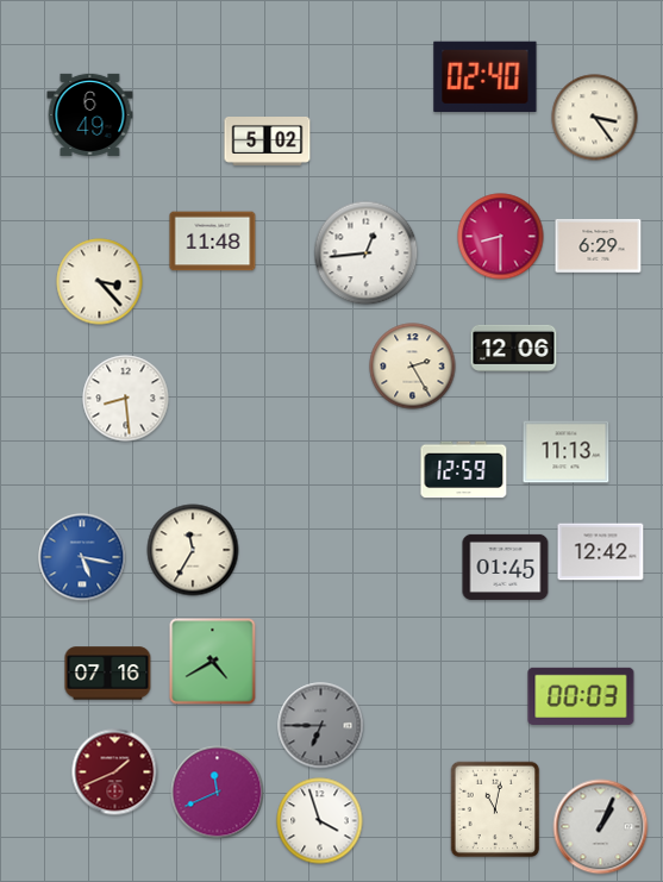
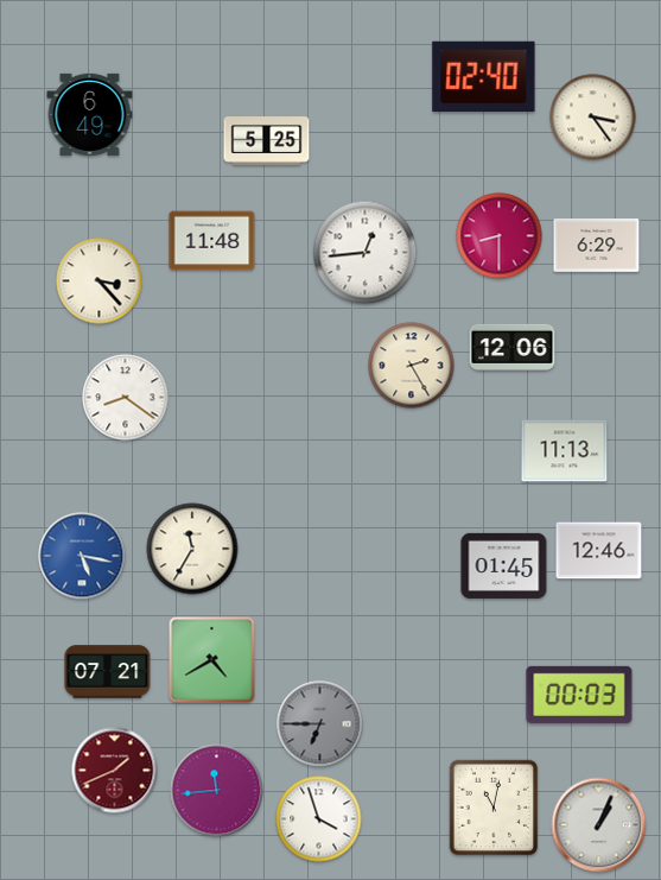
clock at (268, 142): 5:02 -> 5:25
clock at (126, 399): 8:29 -> 8:21
clock at (464, 470): 12:59 -> none
clock at (601, 552): 12:42 -> 12:46
clock at (108, 674): 07:16 -> 07:21
clock at (218, 793): 11:41 -> 11:44
